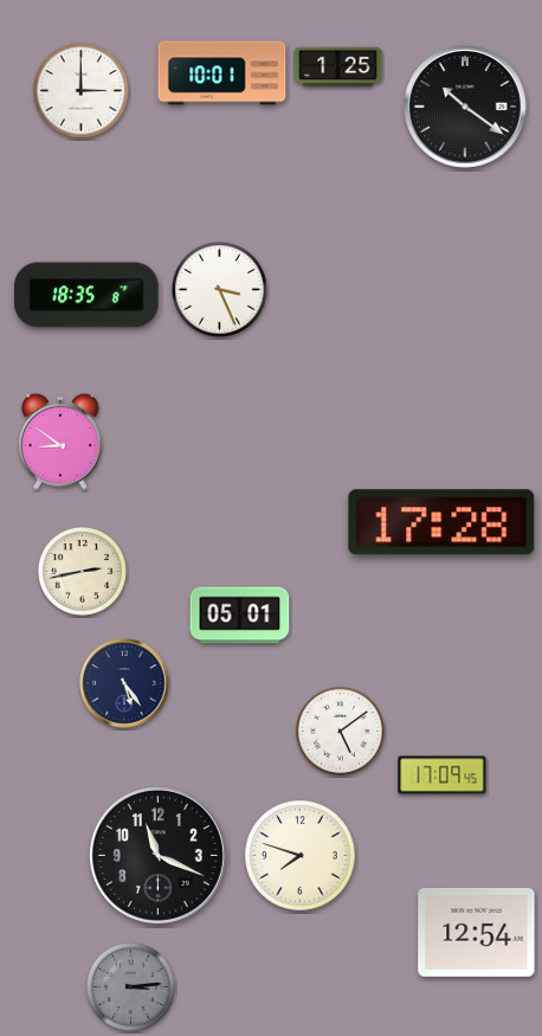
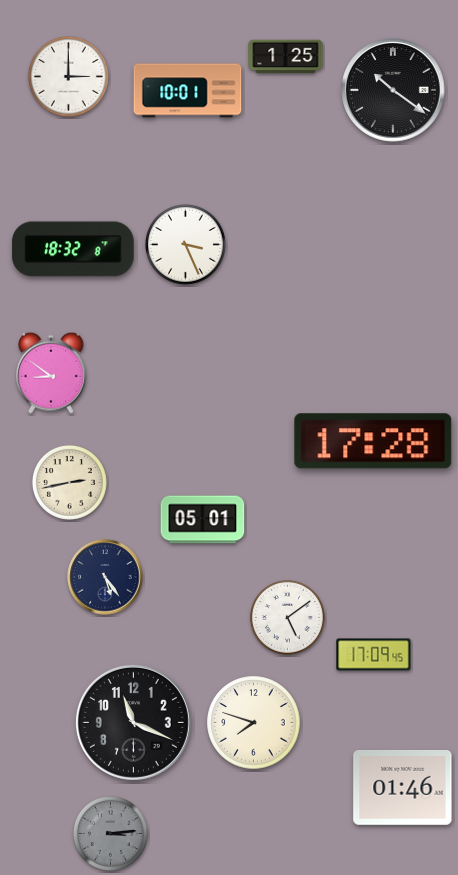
clock at (222, 73) position: (222, 73) -> (188, 91)
clock at (86, 295): 18:35 -> 18:32
clock at (477, 932): 12:54 -> 01:46
